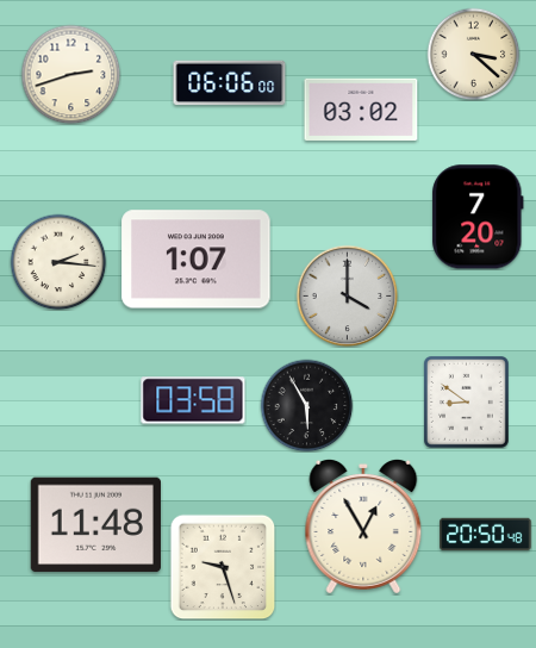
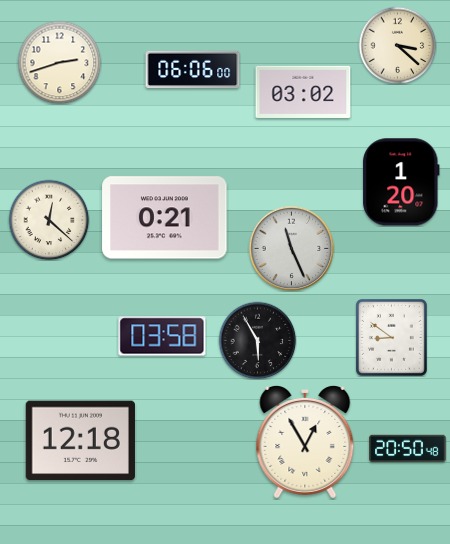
clock at (478, 217): 7:20 -> 1:20
clock at (197, 260): 1:07 -> 0:21
clock at (58, 262): 2:16 -> 12:22
clock at (347, 295): 4:00 -> 11:26
clock at (95, 525): 11:48 -> 12:18
clock at (223, 567): 9:27 -> none
